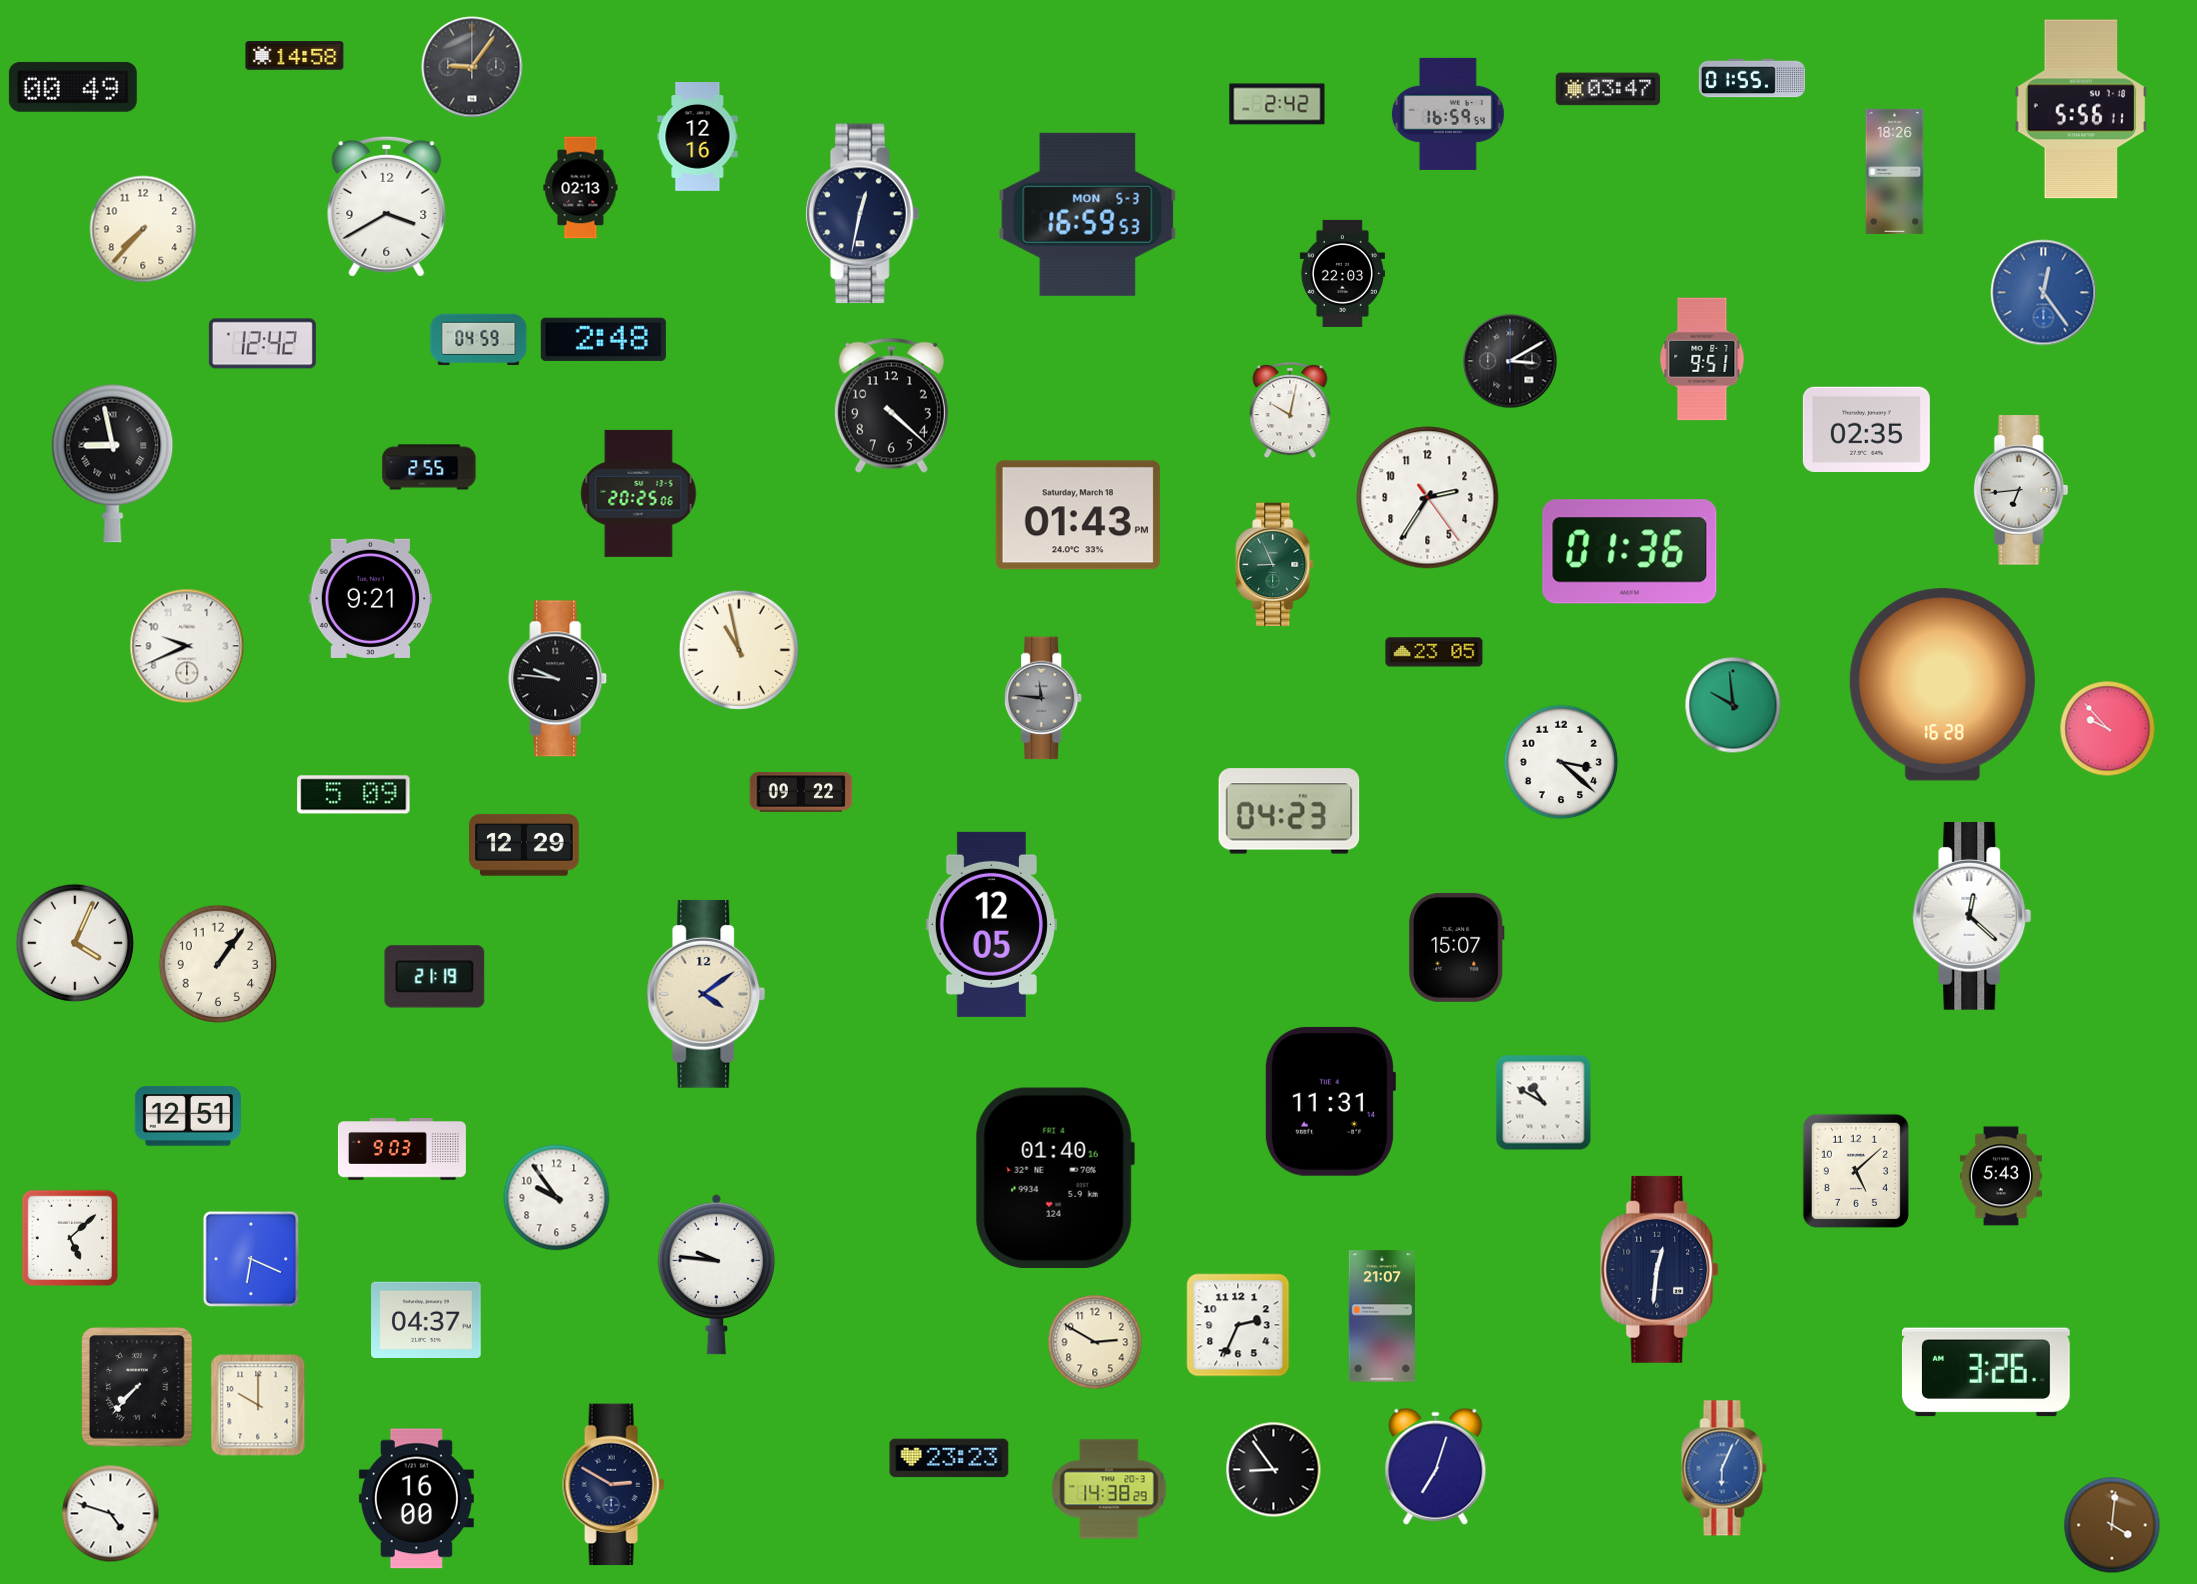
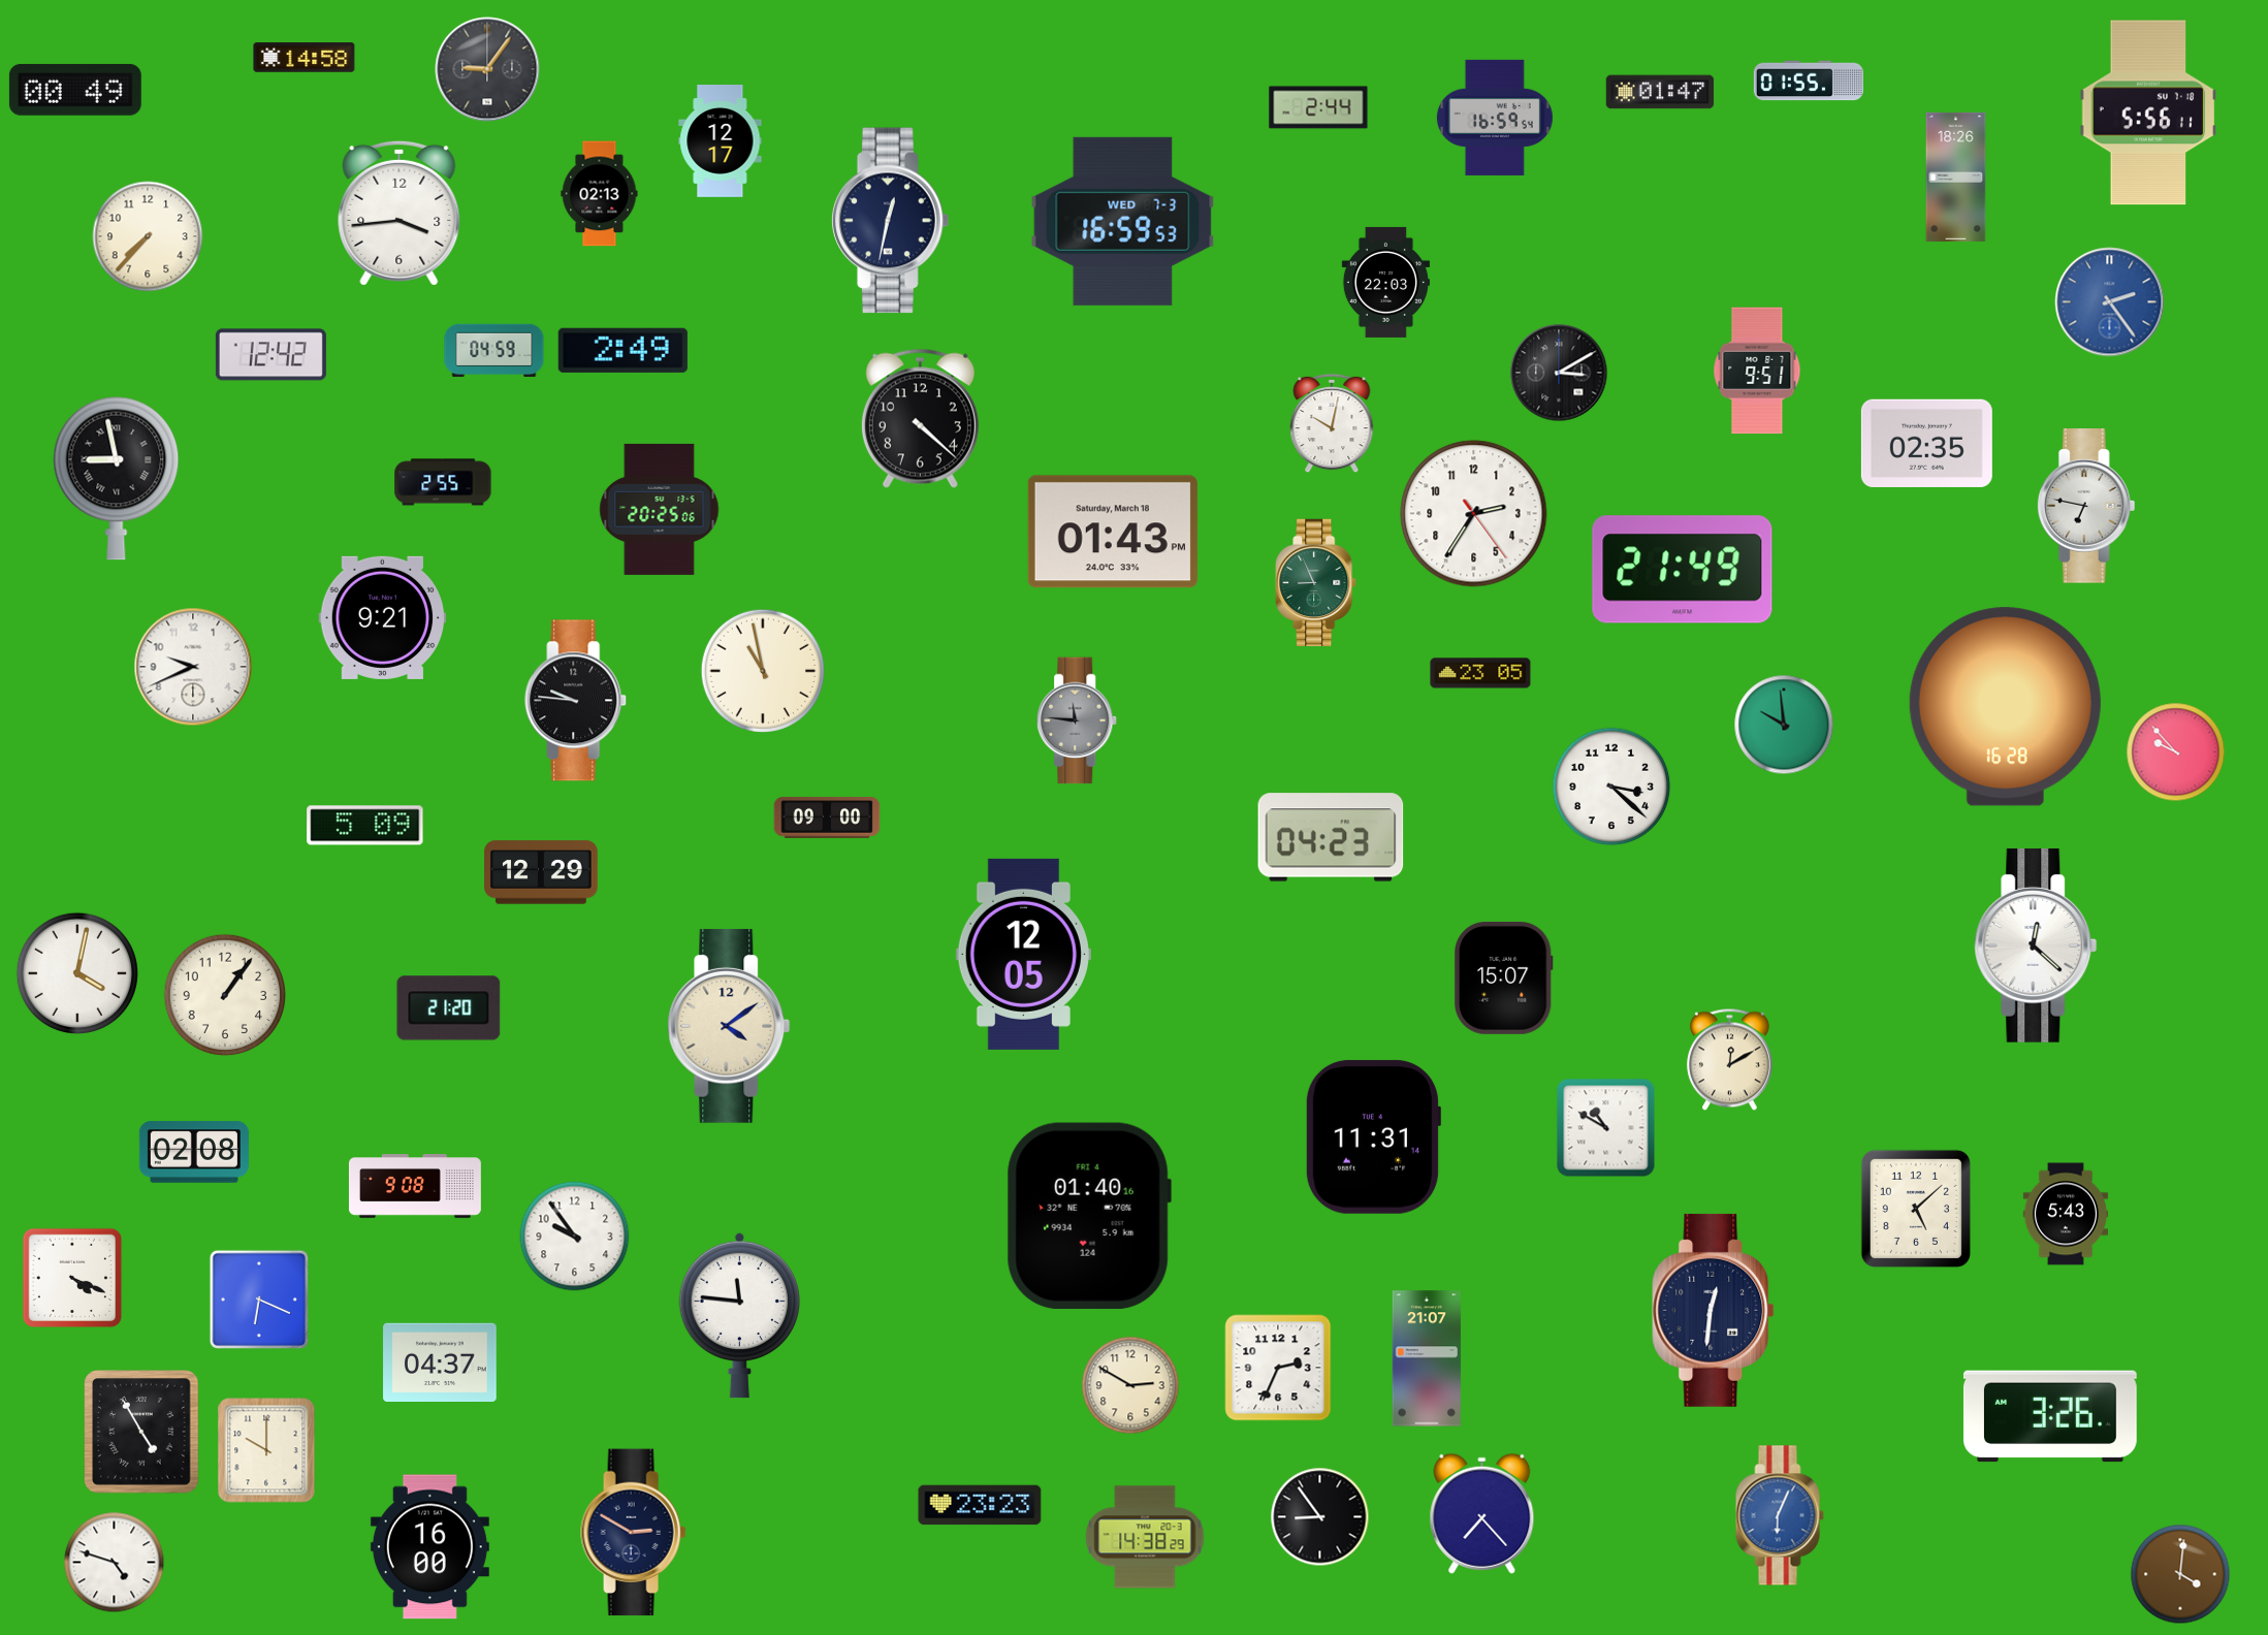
clock at (1608, 89): 03:47 -> 01:47
clock at (1277, 104): 2:42 -> 2:44
clock at (698, 137): 12:16 -> 12:17
clock at (387, 206): 3:40 -> 3:44
clock at (1088, 214) date: MON 5-3 -> WED 7-3
clock at (2044, 293): 12:24 -> 2:24
clock at (603, 339): 2:48 -> 2:49
clock at (2021, 490): 6:44 -> 6:47
clock at (1630, 552): 01:36 -> 21:49
clock at (1733, 705) position: (1733, 705) -> (1784, 725)
clock at (801, 792): 09:22 -> 09:00
clock at (354, 795) position: (354, 795) -> (365, 826)
clock at (74, 942): 4:04 -> 4:02
clock at (435, 977): 21:19 -> 21:20
clock at (1729, 1060): none -> 12:10
clock at (1544, 1103) position: (1544, 1103) -> (1606, 1128)
clock at (188, 1116): 12:51 -> 02:08
clock at (402, 1150): 9:03 -> 9:08
clock at (69, 1237): 5:08 -> 4:19
clock at (717, 1274): 9:46 -> 11:46
clock at (137, 1387): 7:37 -> 4:55
clock at (1436, 1466): 7:03 -> 7:23
clock at (1274, 1470) position: (1274, 1470) -> (1320, 1517)
